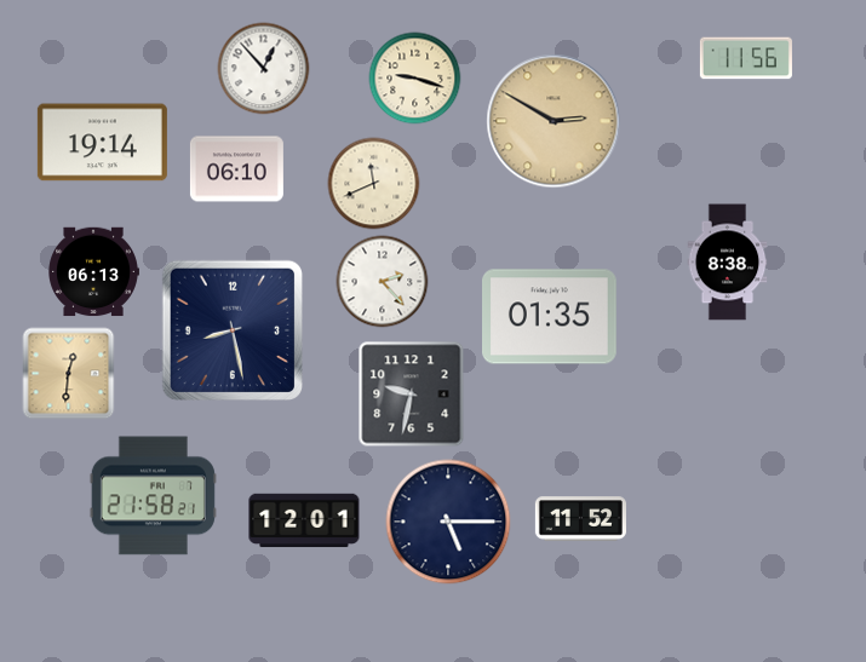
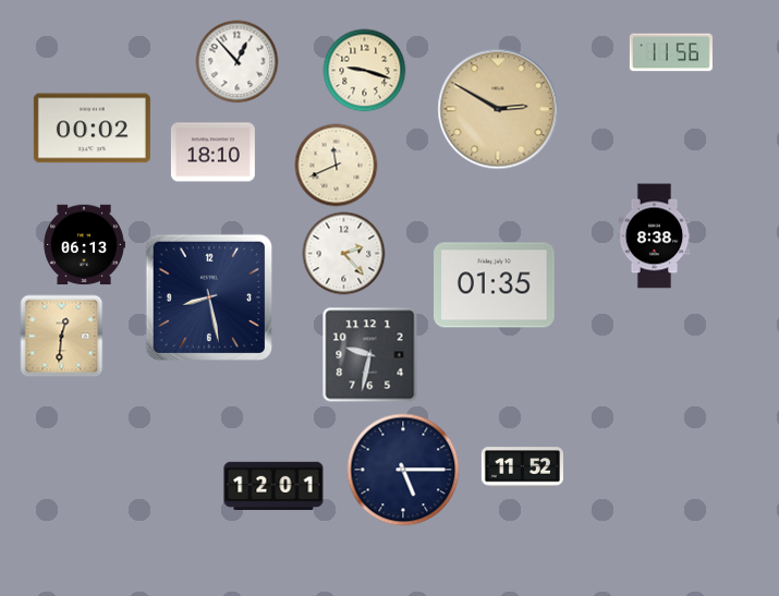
clock at (415, 79) position: (415, 79) -> (365, 71)
clock at (102, 143): 19:14 -> 00:02
clock at (236, 169): 06:10 -> 18:10
clock at (153, 496): 21:58 -> none
clock at (304, 520) position: (304, 520) -> (273, 486)
